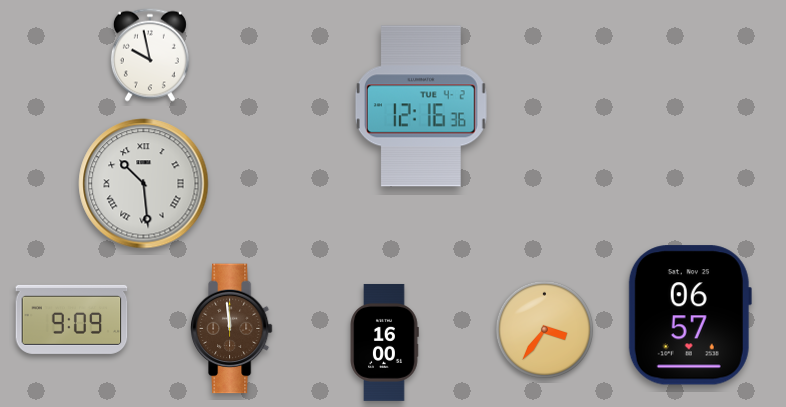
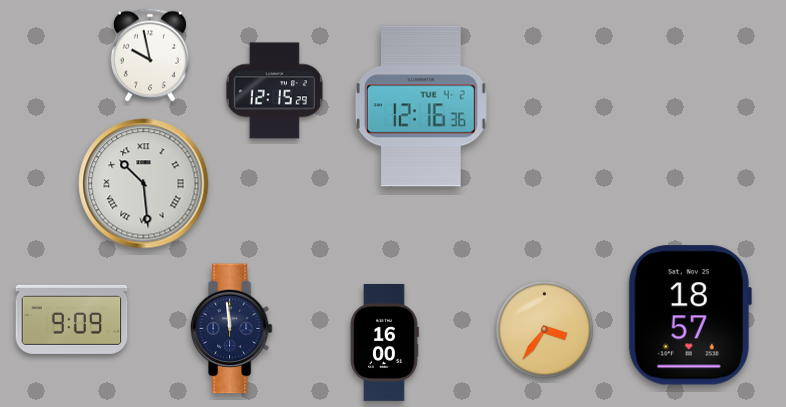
clock at (274, 91): none -> 12:15
clock at (690, 315): 06:57 -> 18:57
clock at (231, 329) dial: brown -> navy
